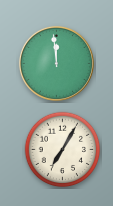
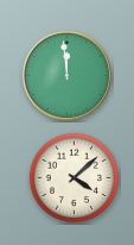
clock at (63, 150): 7:05 -> 4:08
